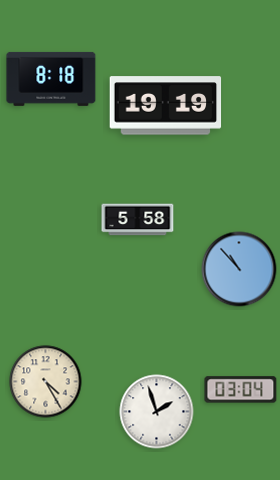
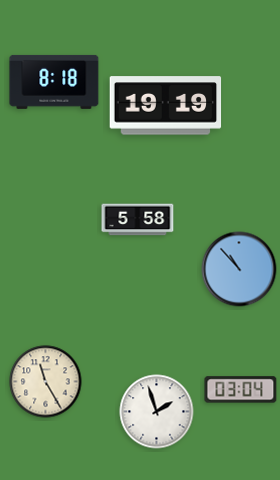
clock at (51, 79) position: (51, 79) -> (54, 82)
clock at (46, 382): 4:25 -> 11:25
